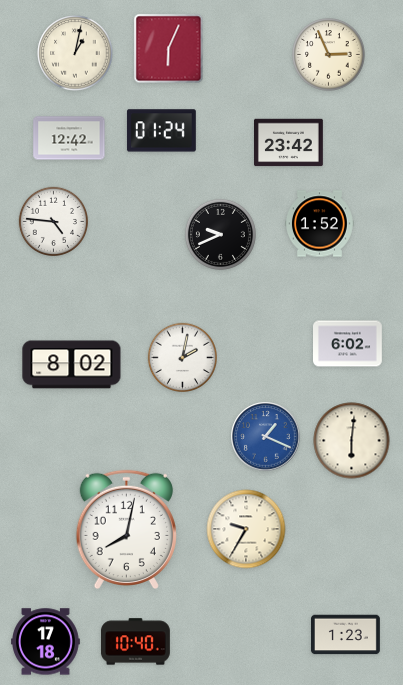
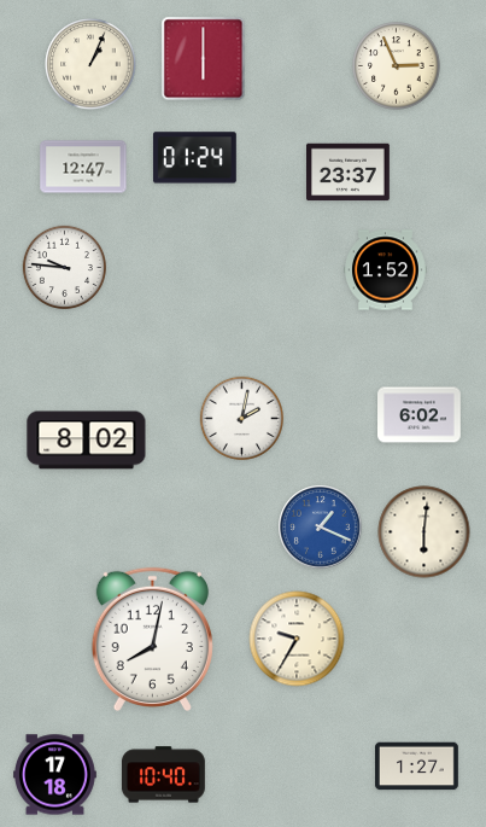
clock at (169, 49): 6:04 -> 6:00
clock at (75, 53): 1:02 -> 1:04
clock at (69, 138): 12:42 -> 12:47
clock at (289, 143): 23:42 -> 23:37
clock at (53, 221): 4:46 -> 9:46
clock at (220, 234): 9:41 -> none
clock at (182, 357) position: (182, 357) -> (241, 418)
clock at (346, 635): 1:23 -> 1:27
